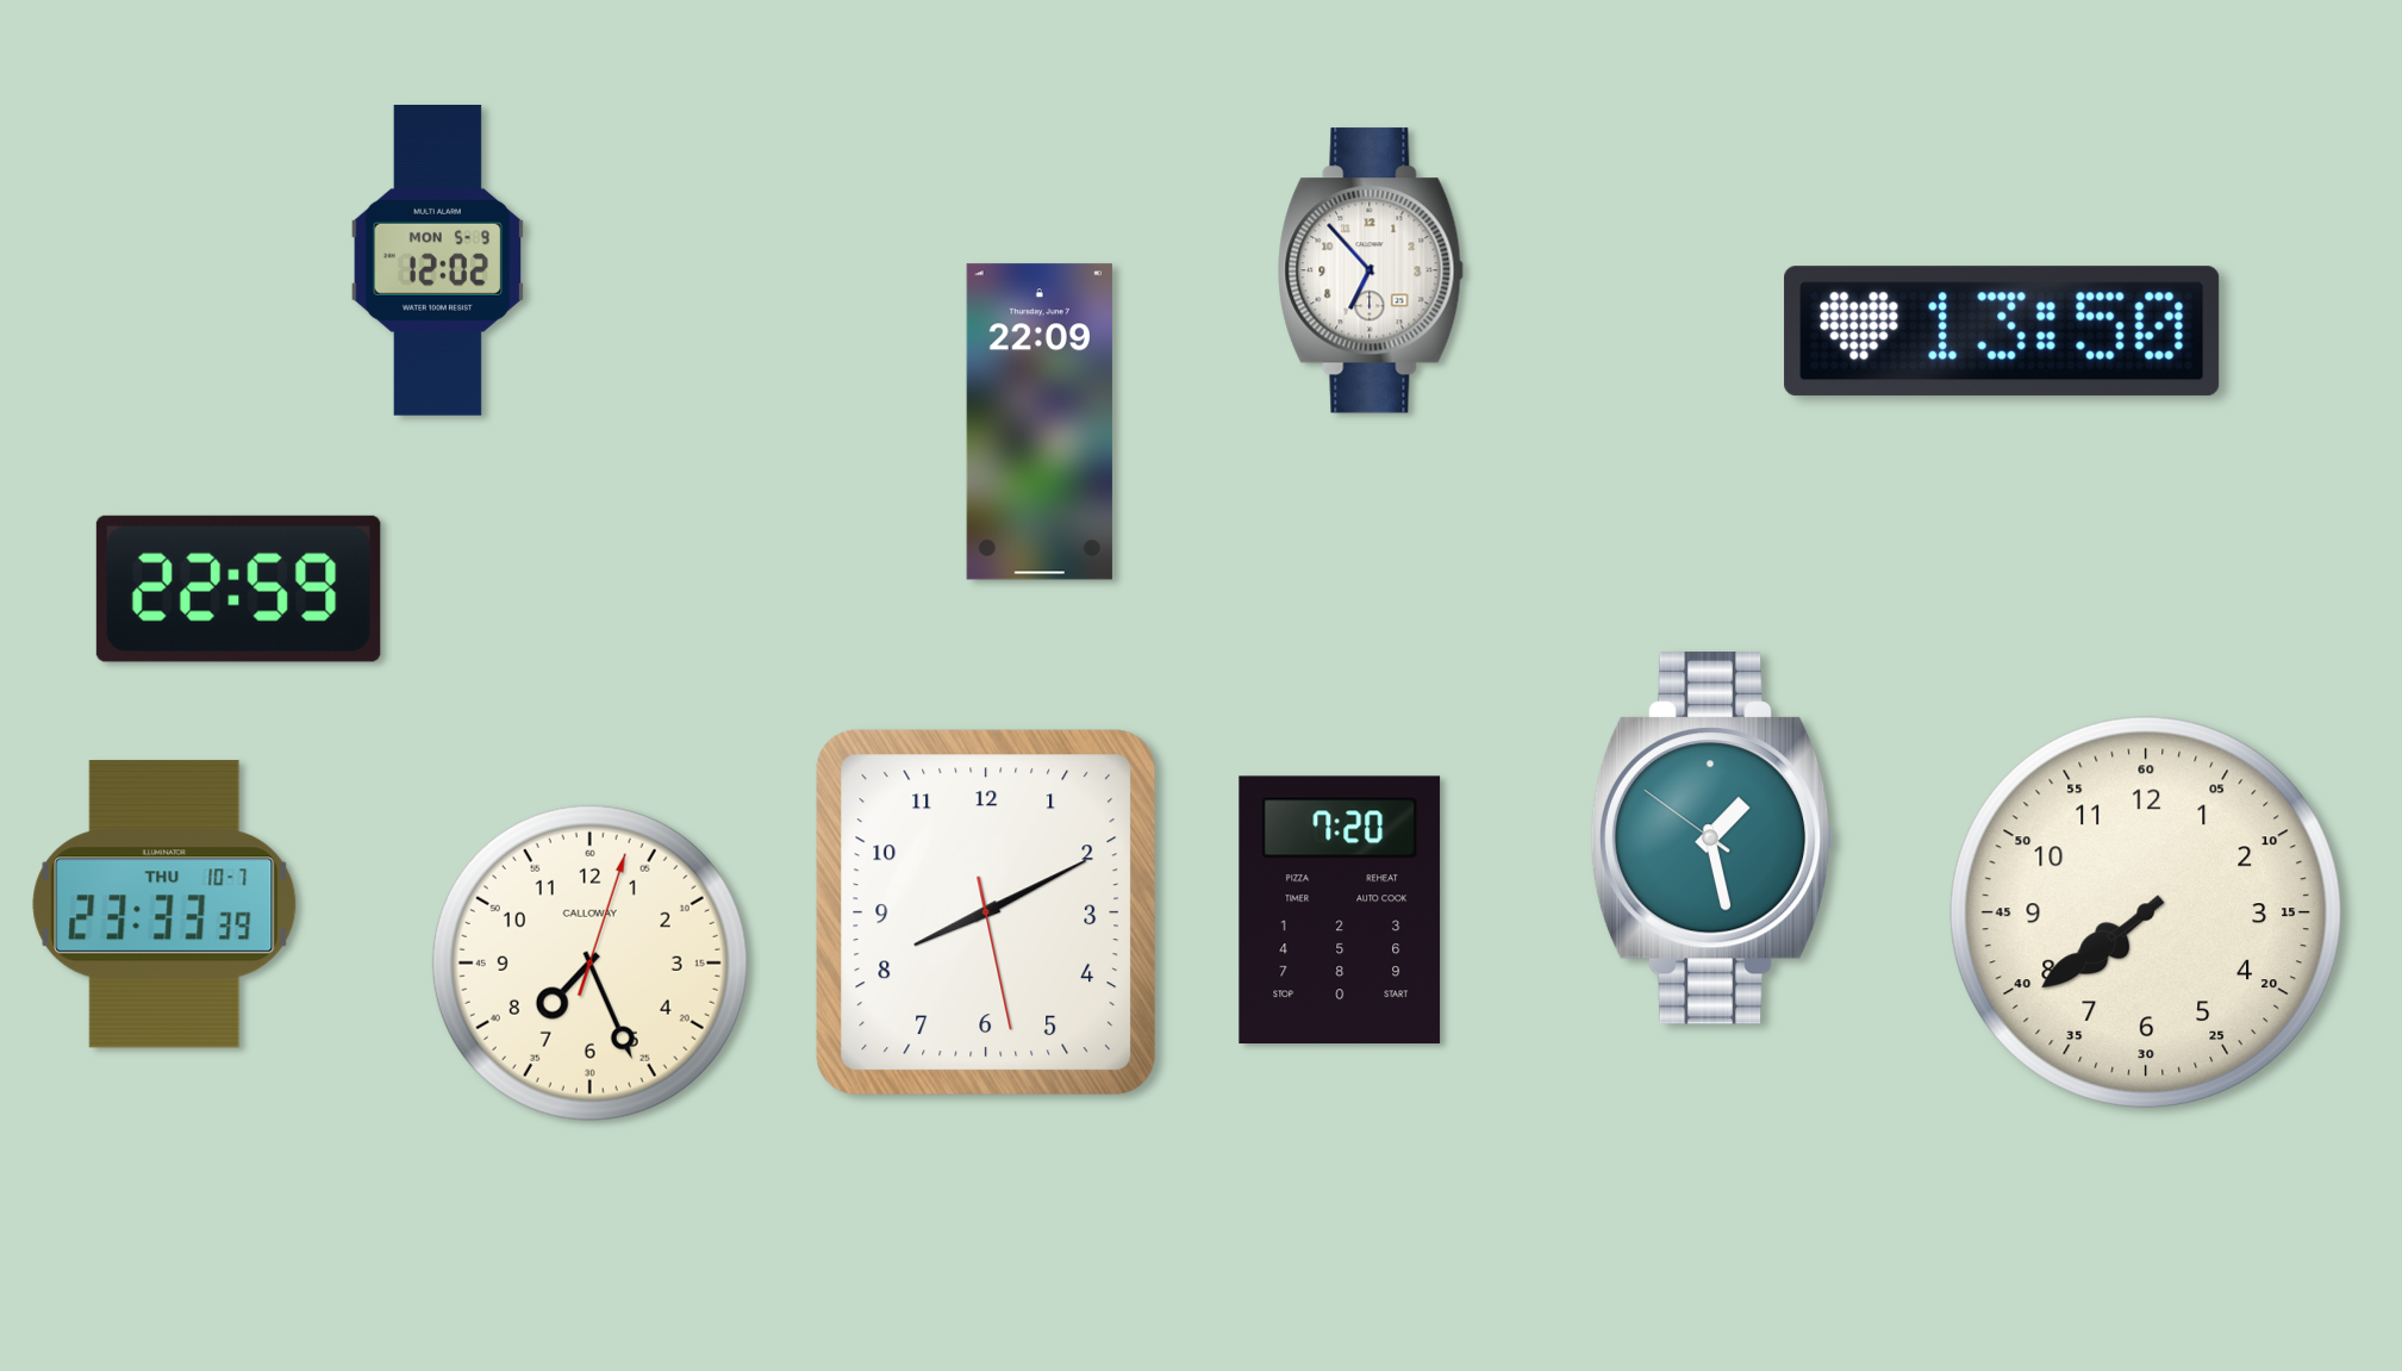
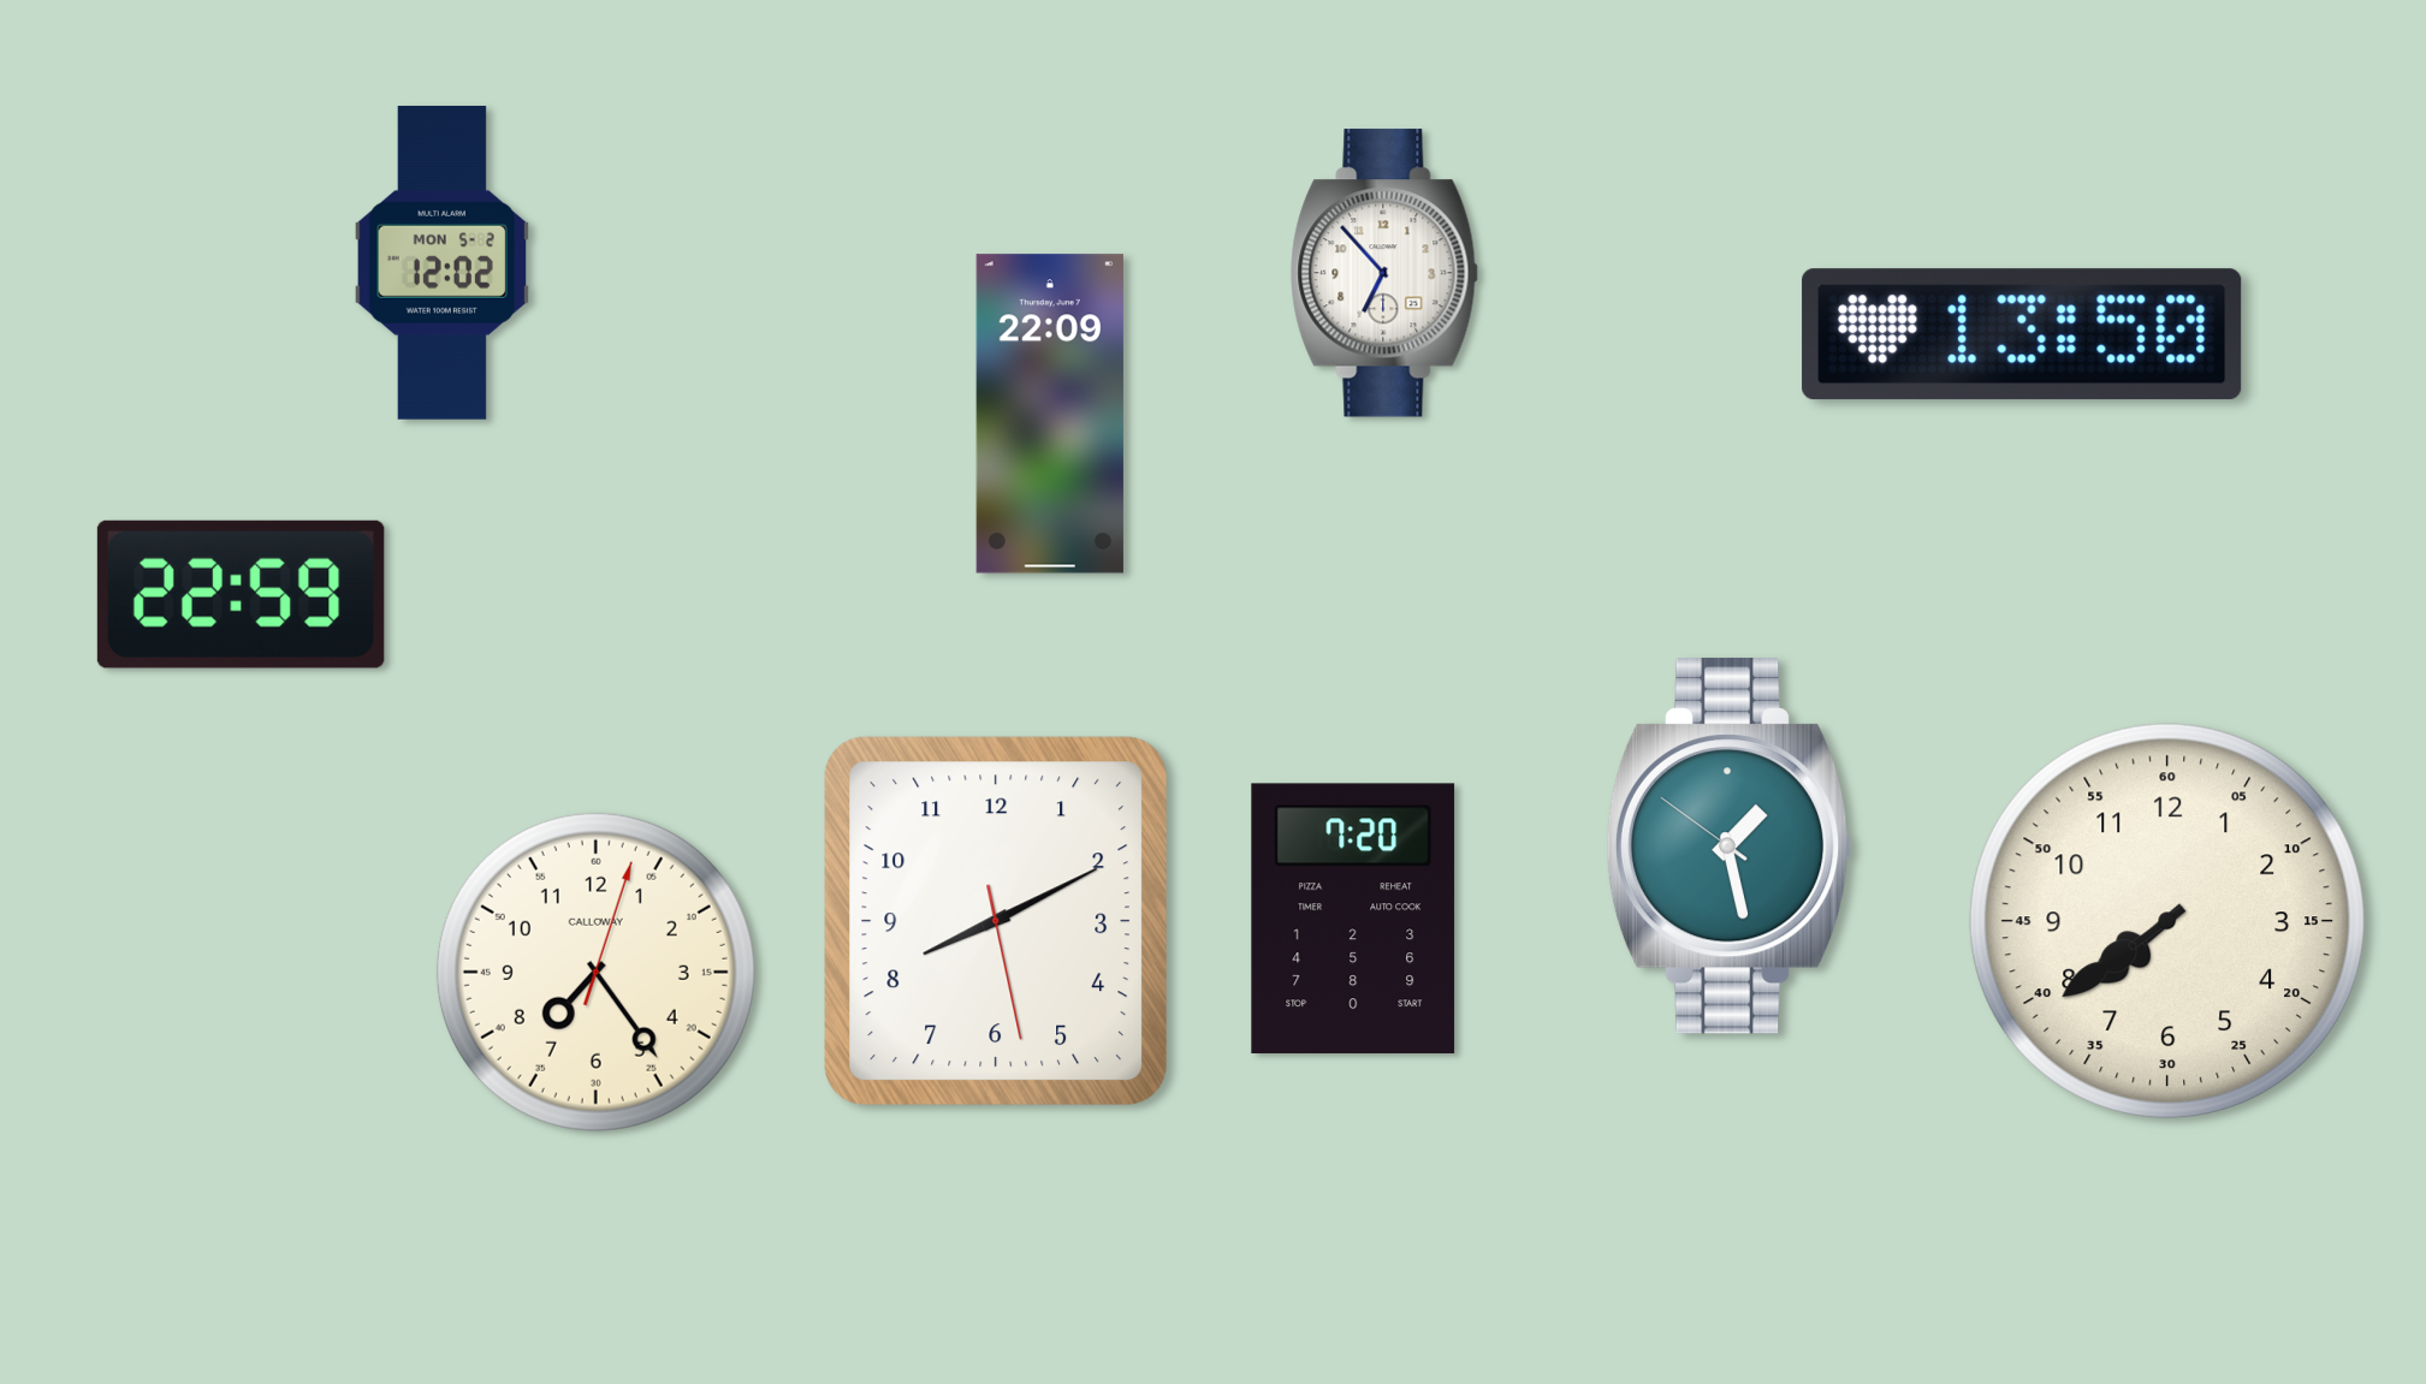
clock at (437, 260) date: MON 5-9 -> MON 5-2
clock at (1040, 422) position: (1040, 422) -> (1050, 414)
clock at (164, 904): 23:33 -> none
clock at (589, 962): 7:26 -> 7:24
